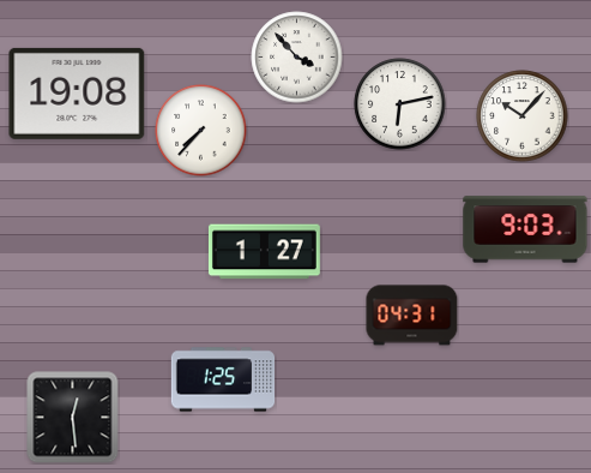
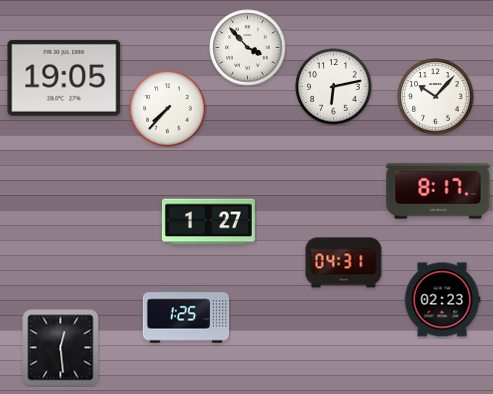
clock at (77, 94): 19:08 -> 19:05
clock at (525, 229): 9:03 -> 8:17
clock at (264, 252) position: (264, 252) -> (208, 222)
clock at (442, 300): none -> 02:23
